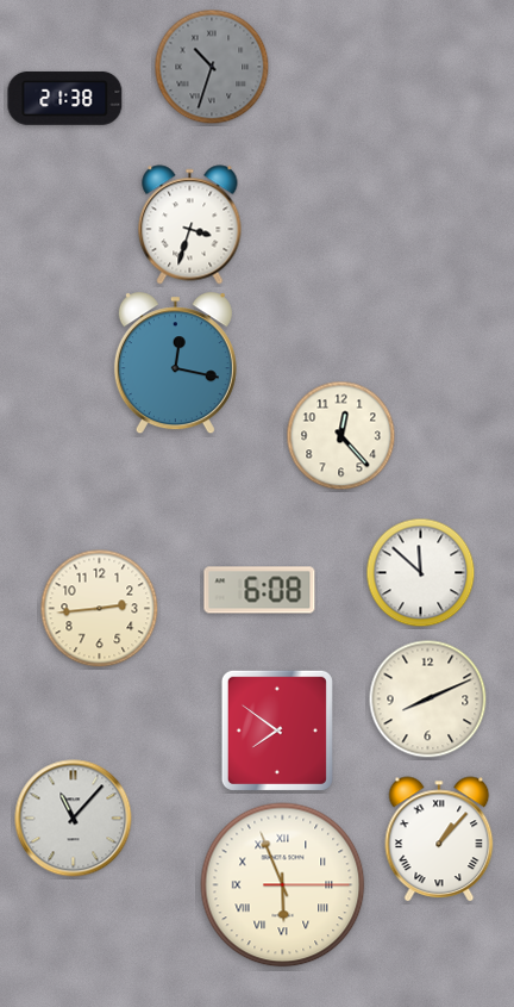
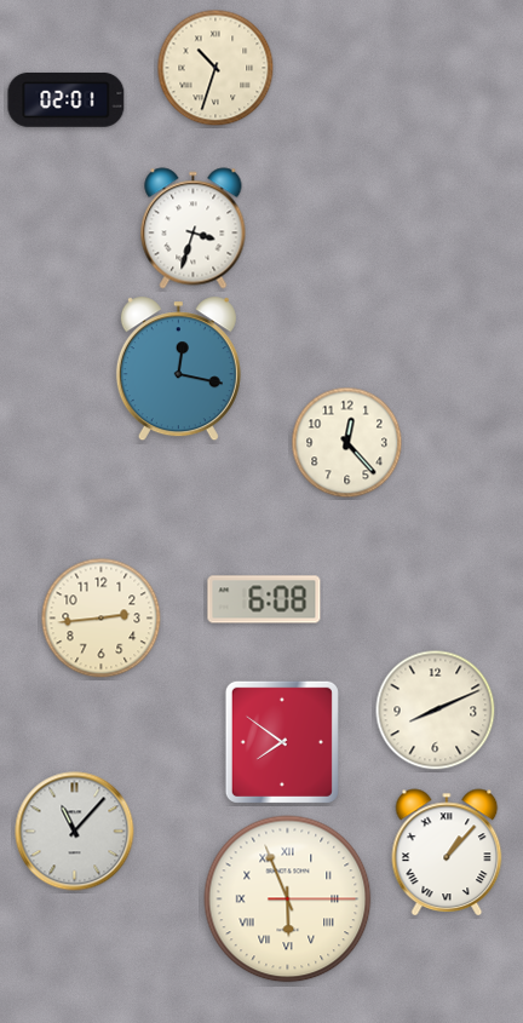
clock at (212, 67) dial: grey -> cream
clock at (65, 98): 21:38 -> 02:01
clock at (421, 573): 11:52 -> none
